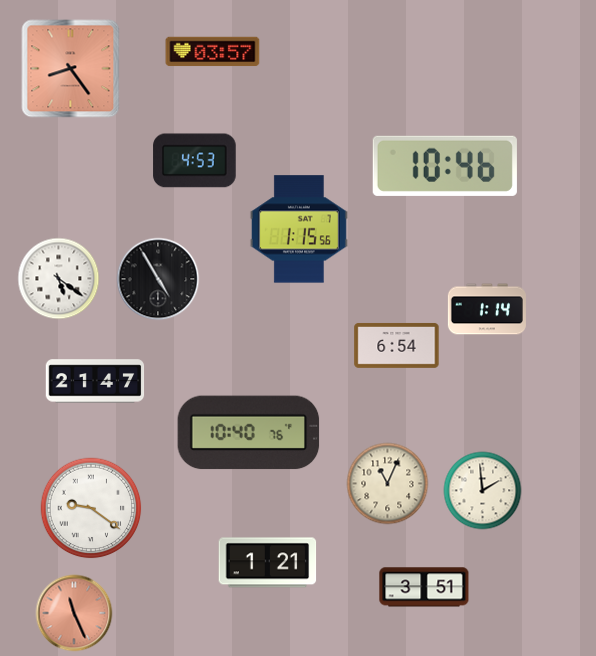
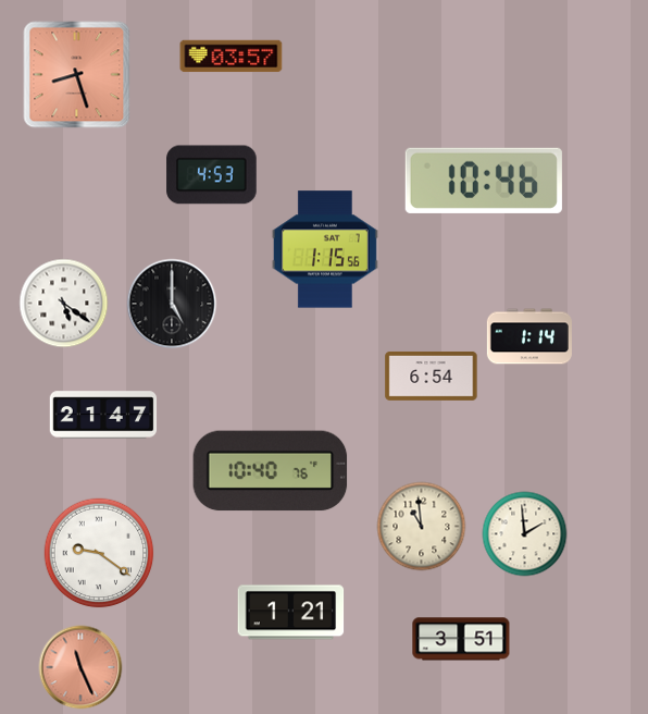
clock at (71, 69): 8:24 -> 8:27
clock at (158, 279): 4:55 -> 5:00
clock at (388, 484): 11:04 -> 10:59
